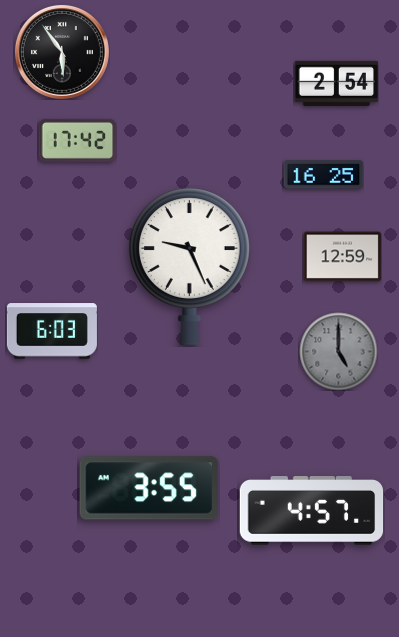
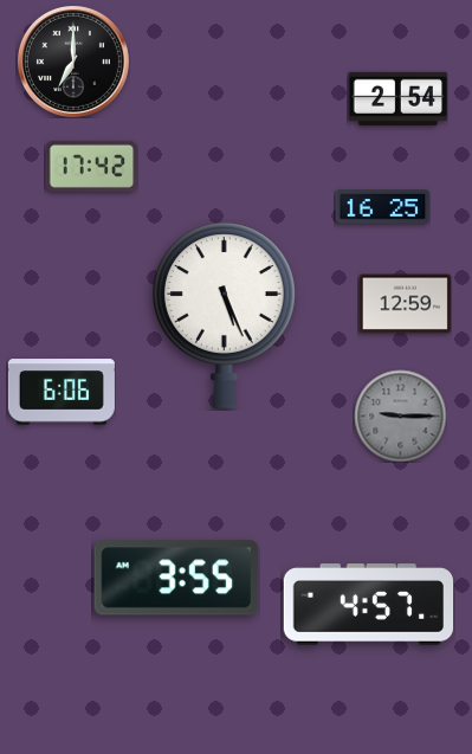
clock at (62, 52): 5:54 -> 7:00
clock at (190, 266): 9:26 -> 5:26
clock at (52, 331): 6:03 -> 6:06
clock at (338, 351): 5:00 -> 9:15
